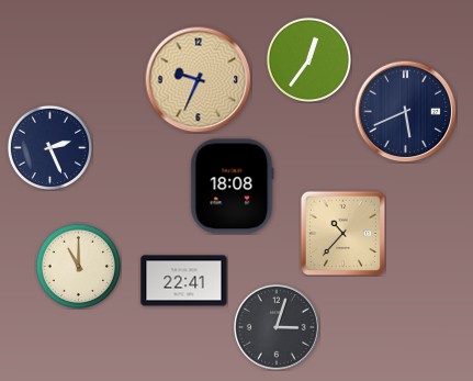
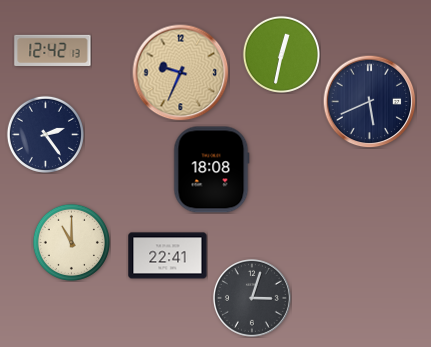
clock at (53, 50): none -> 12:42
clock at (308, 59): 12:36 -> 12:32
clock at (49, 147): 2:26 -> 2:24
clock at (342, 233): 10:37 -> none
